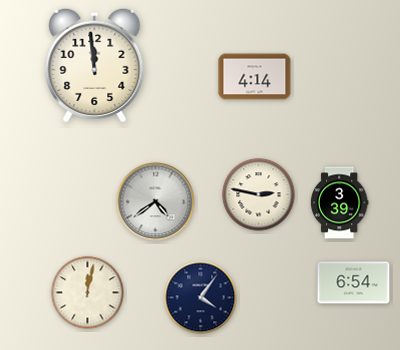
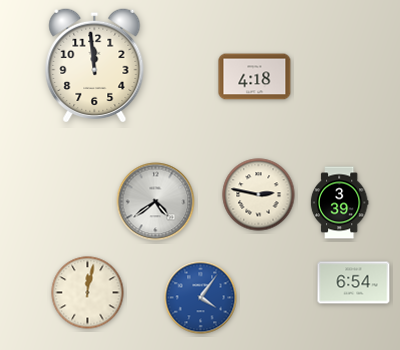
clock at (255, 77): 4:14 -> 4:18
clock at (201, 298) dial: navy -> blue
